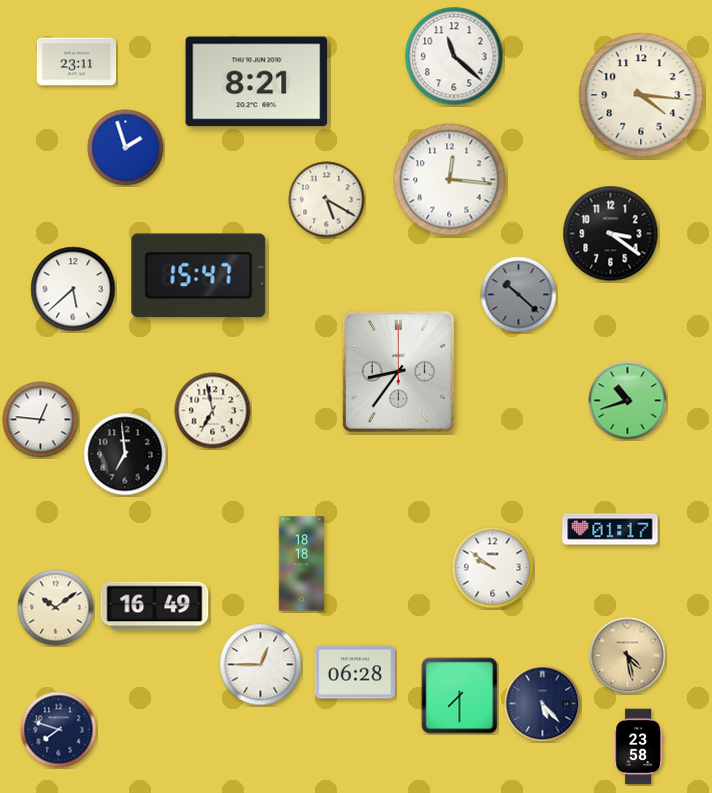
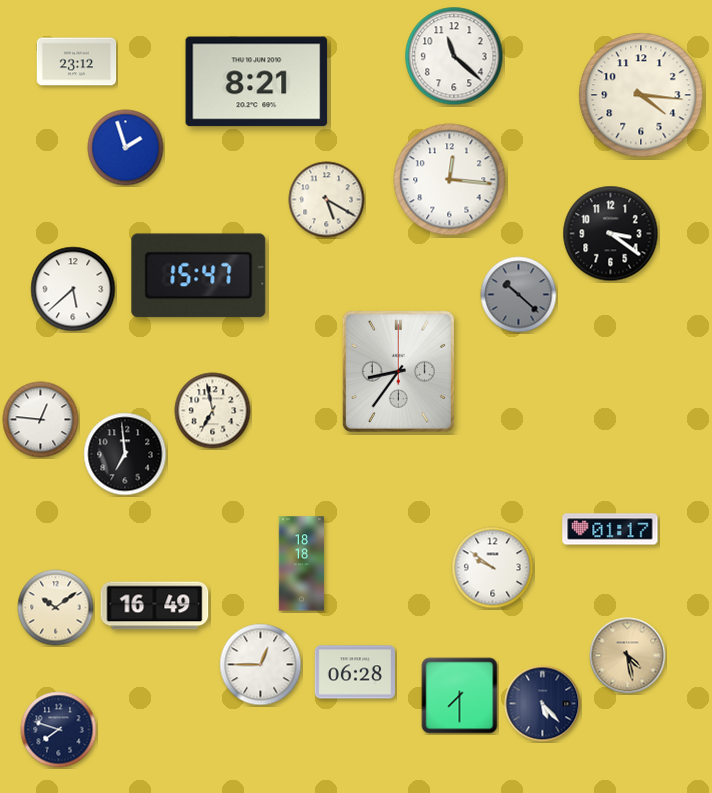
clock at (77, 62): 23:11 -> 23:12
clock at (628, 401): 10:42 -> none
clock at (638, 747): 23:58 -> none
